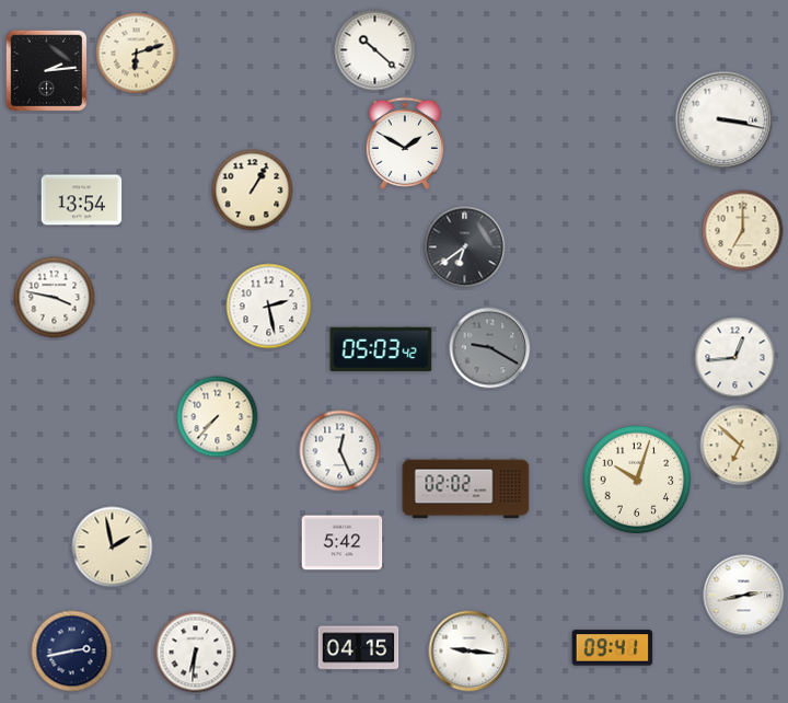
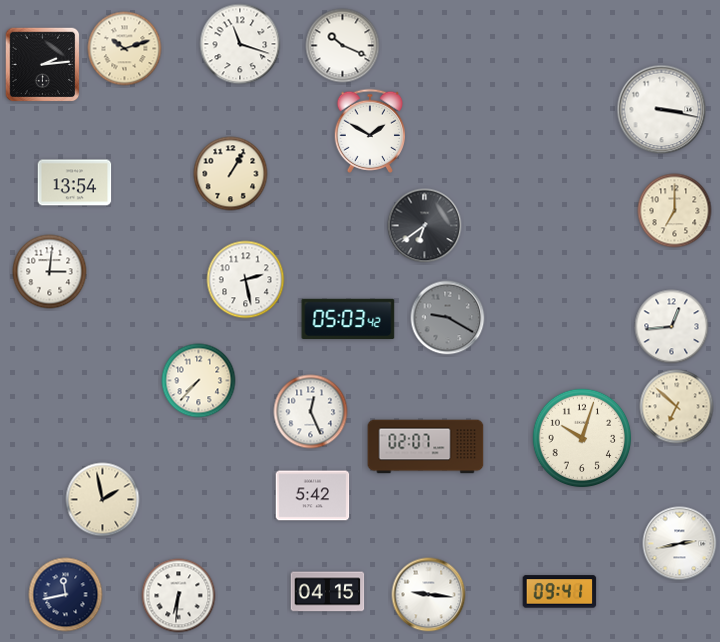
clock at (240, 44): none -> 11:18
clock at (375, 50): 10:22 -> 10:19
clock at (137, 54): 6:12 -> 10:12
clock at (743, 231) position: (743, 231) -> (675, 211)
clock at (55, 298): 3:47 -> 3:01
clock at (466, 489): 02:02 -> 02:07
clock at (72, 652): 2:43 -> 11:43
